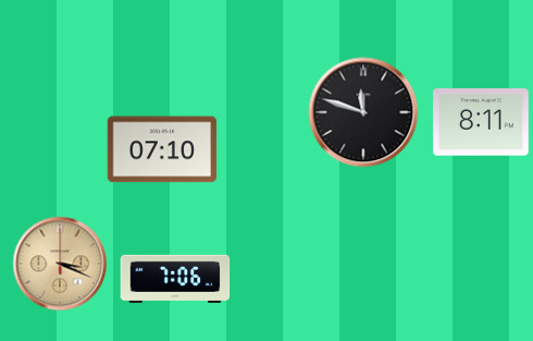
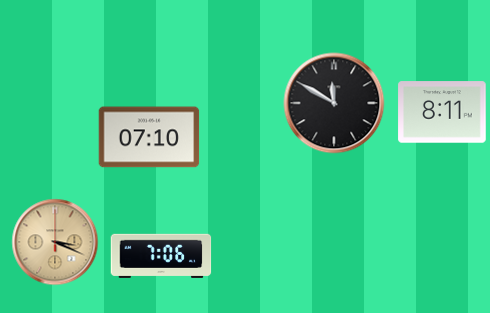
clock at (363, 112): 11:48 -> 11:50
